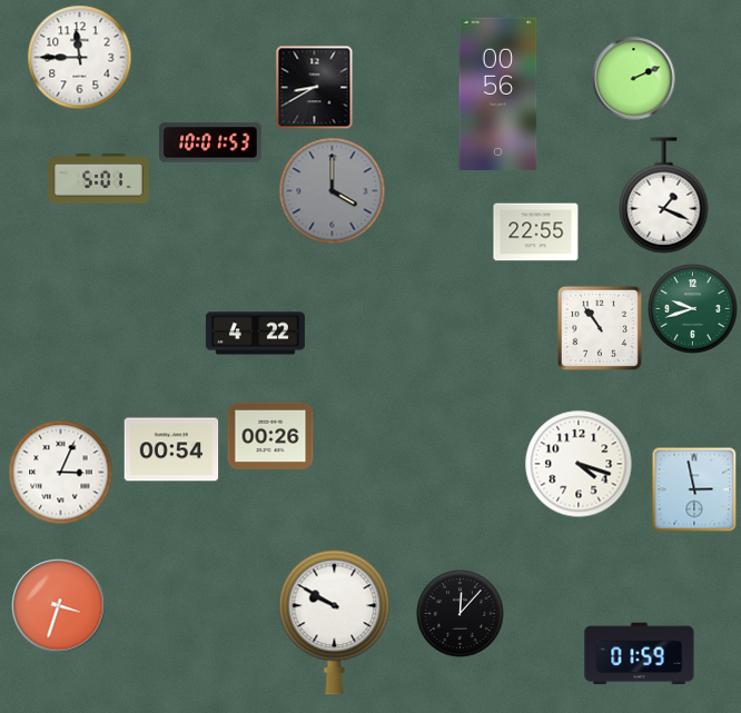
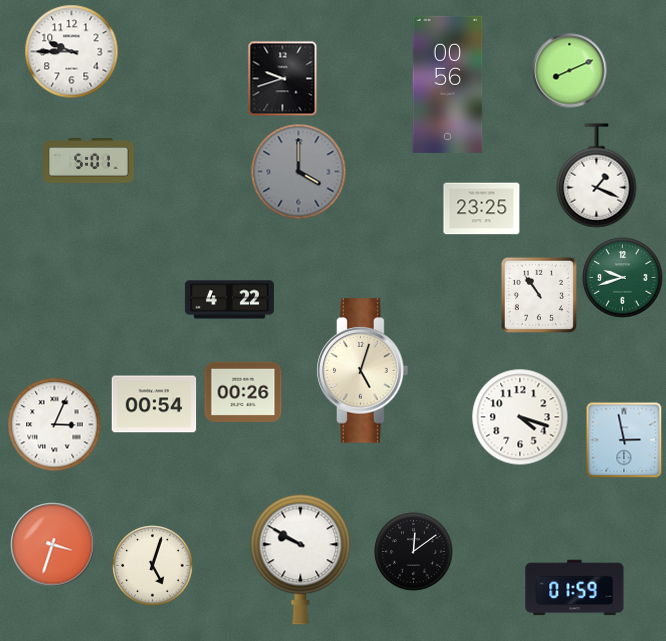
clock at (80, 58): 11:45 -> 9:45
clock at (634, 79): 2:11 -> 8:11
clock at (315, 88): 8:40 -> 9:42
clock at (210, 142): 10:01 -> none
clock at (536, 232): 22:55 -> 23:25
clock at (363, 371): none -> 5:03
clock at (461, 614): 12:07 -> 12:09
clock at (153, 566): none -> 5:03
